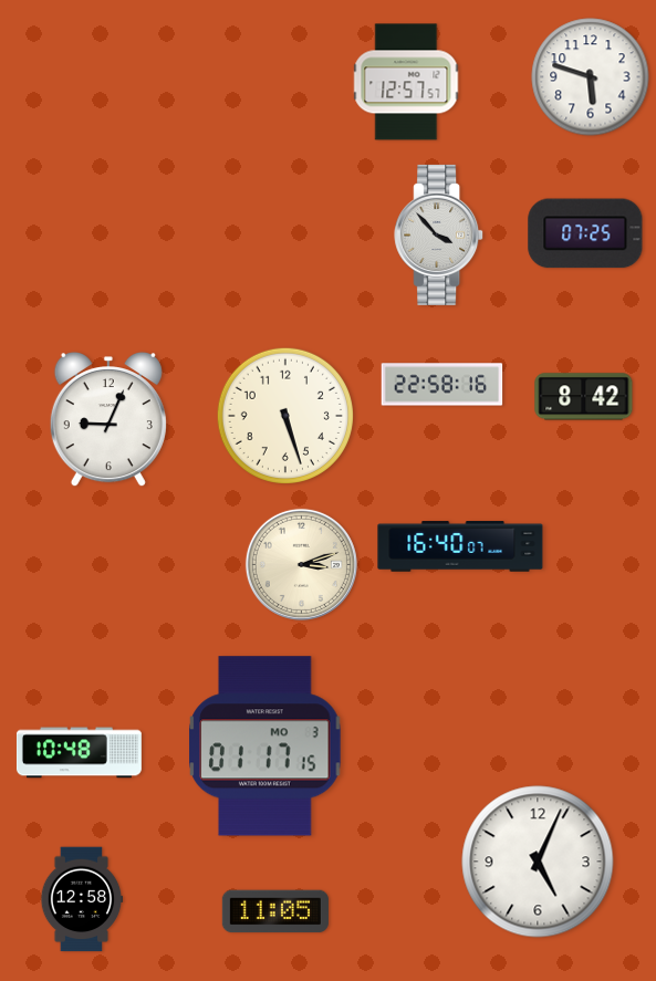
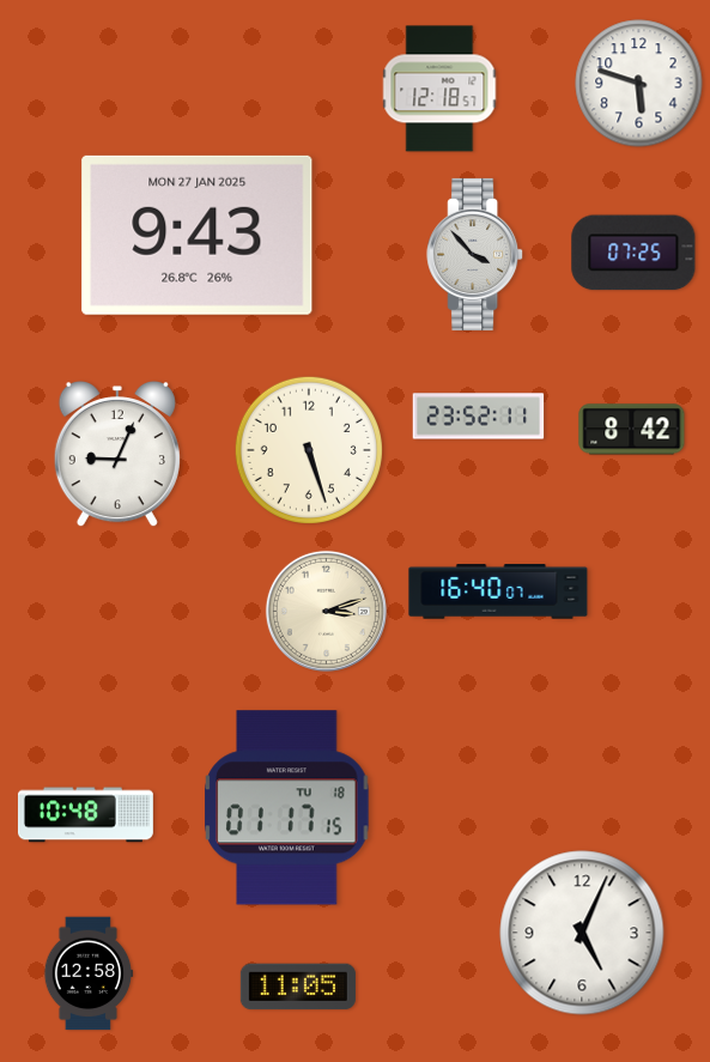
clock at (406, 82): 12:57 -> 12:18
clock at (198, 235): none -> 9:43
clock at (442, 385): 22:58 -> 23:52
clock at (265, 747) date: MO 3 -> TU 18
